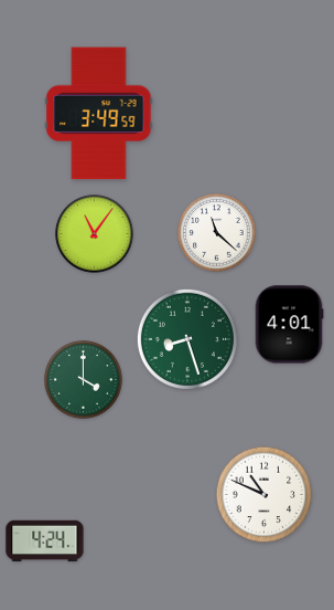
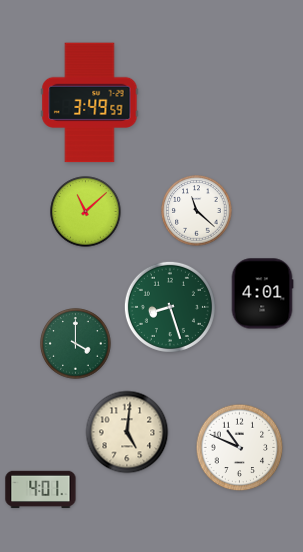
clock at (95, 234): 11:06 -> 11:08
clock at (127, 432): none -> 5:01
clock at (45, 541): 4:24 -> 4:01
